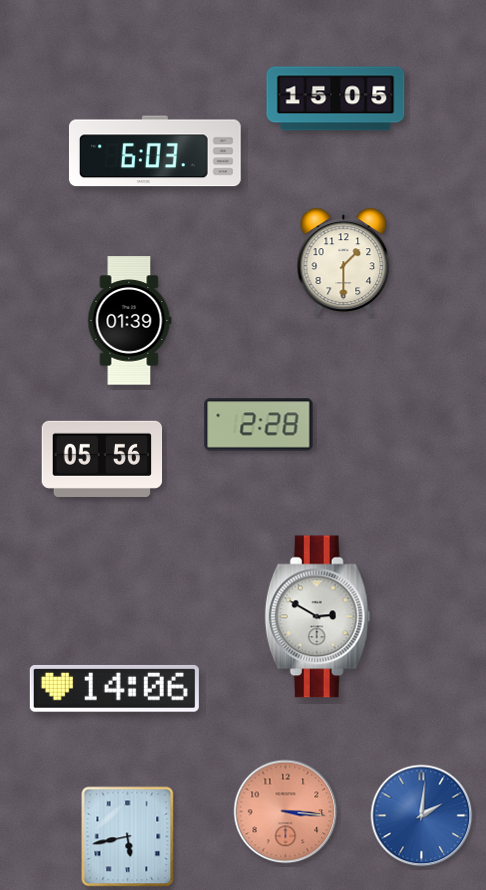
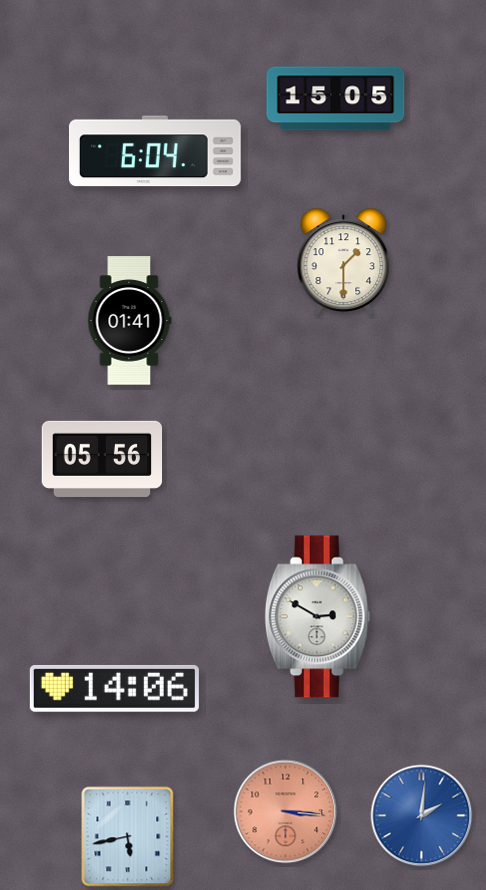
clock at (155, 151): 6:03 -> 6:04
clock at (129, 321): 01:39 -> 01:41
clock at (259, 425): 2:28 -> none
